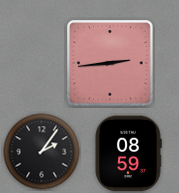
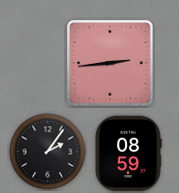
clock at (42, 152) position: (42, 152) -> (48, 152)
